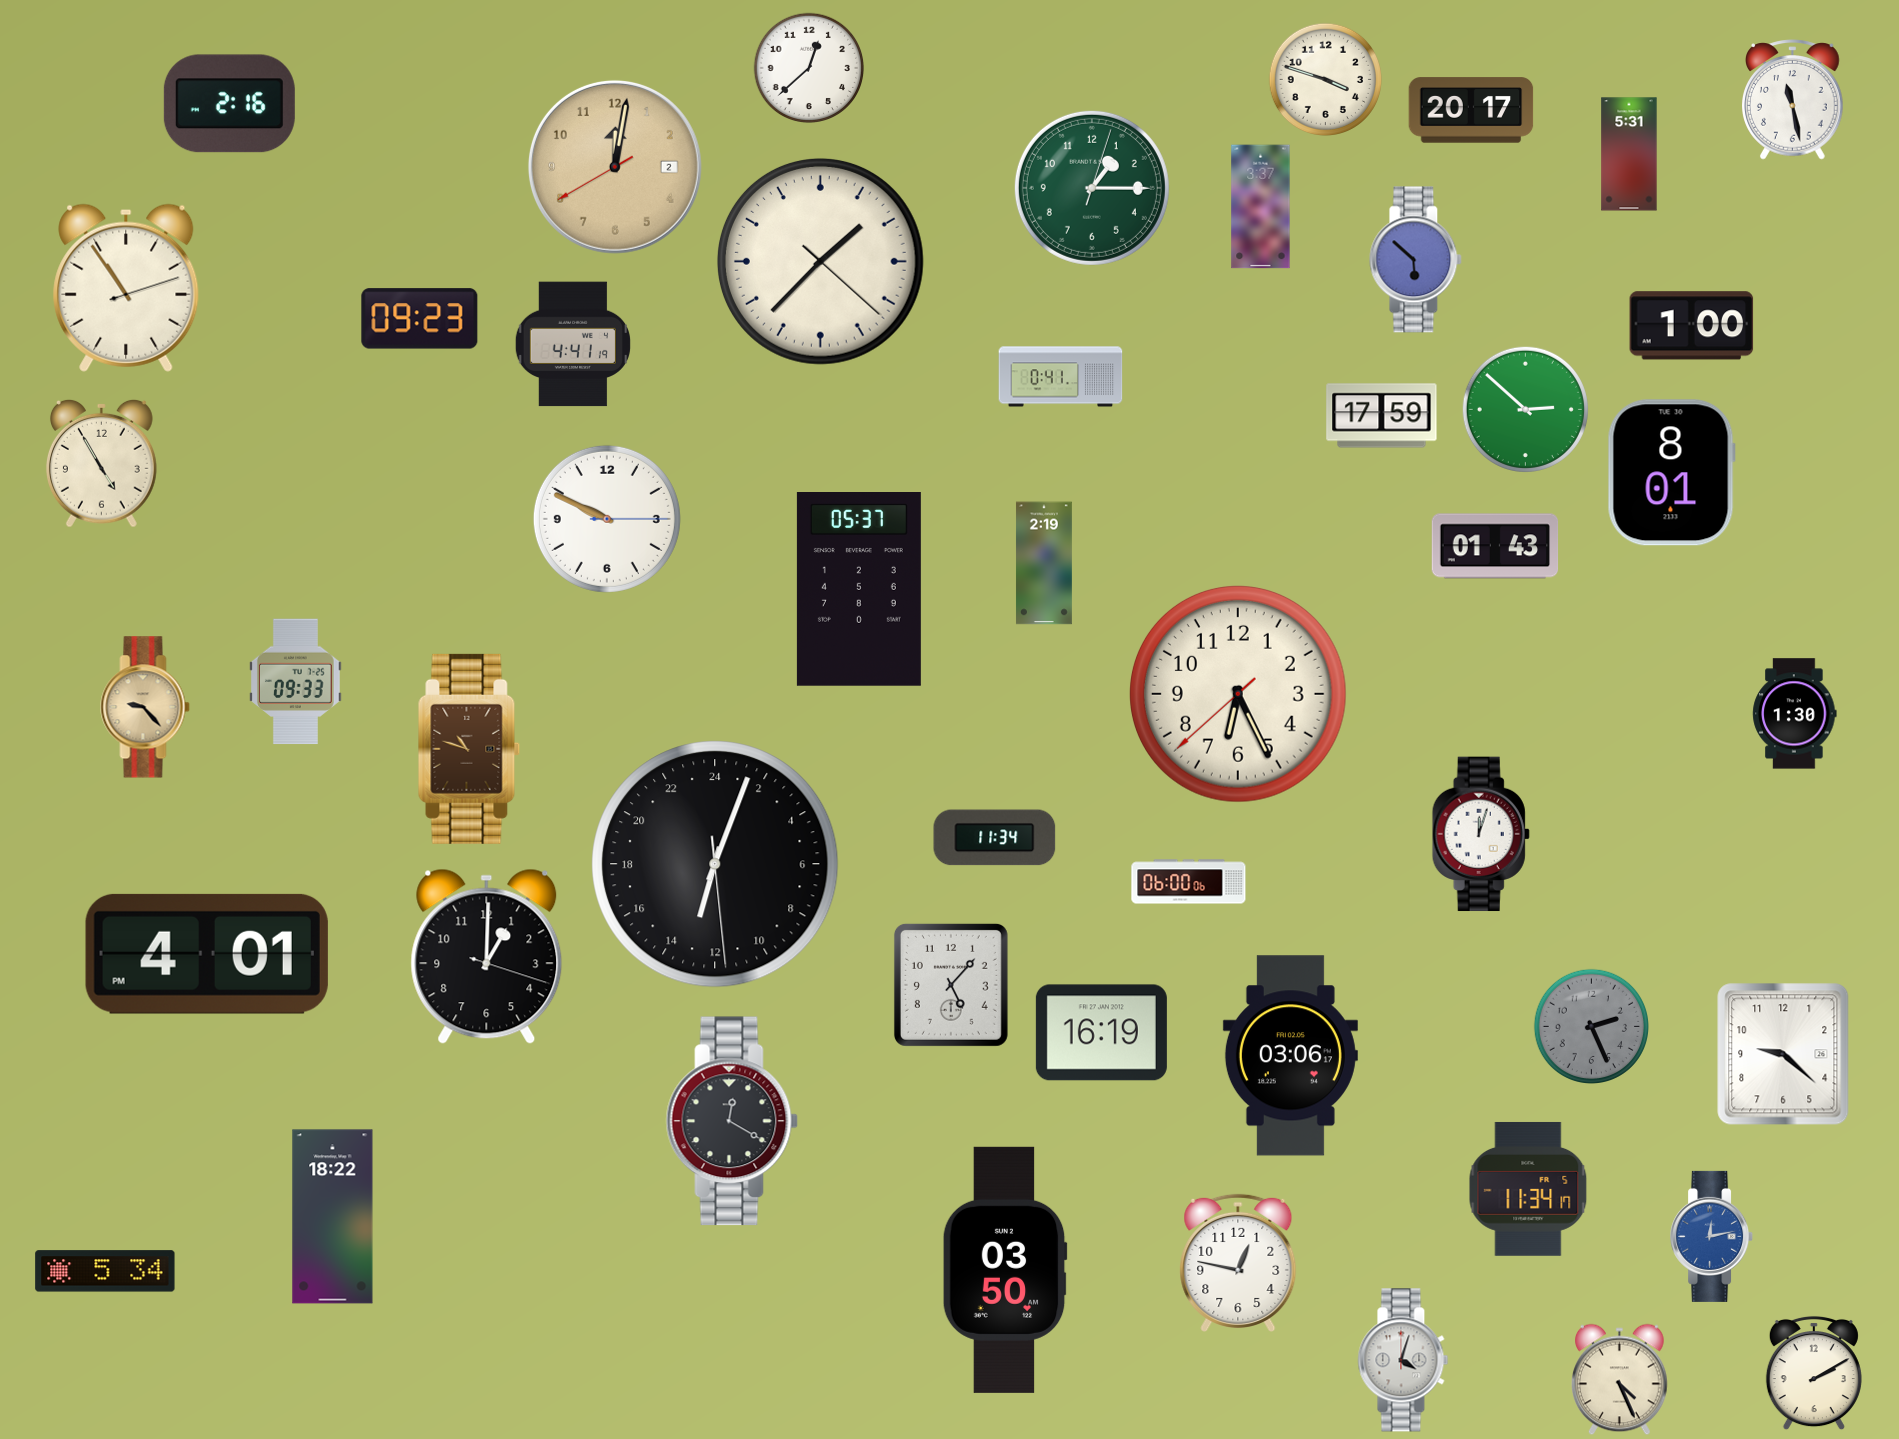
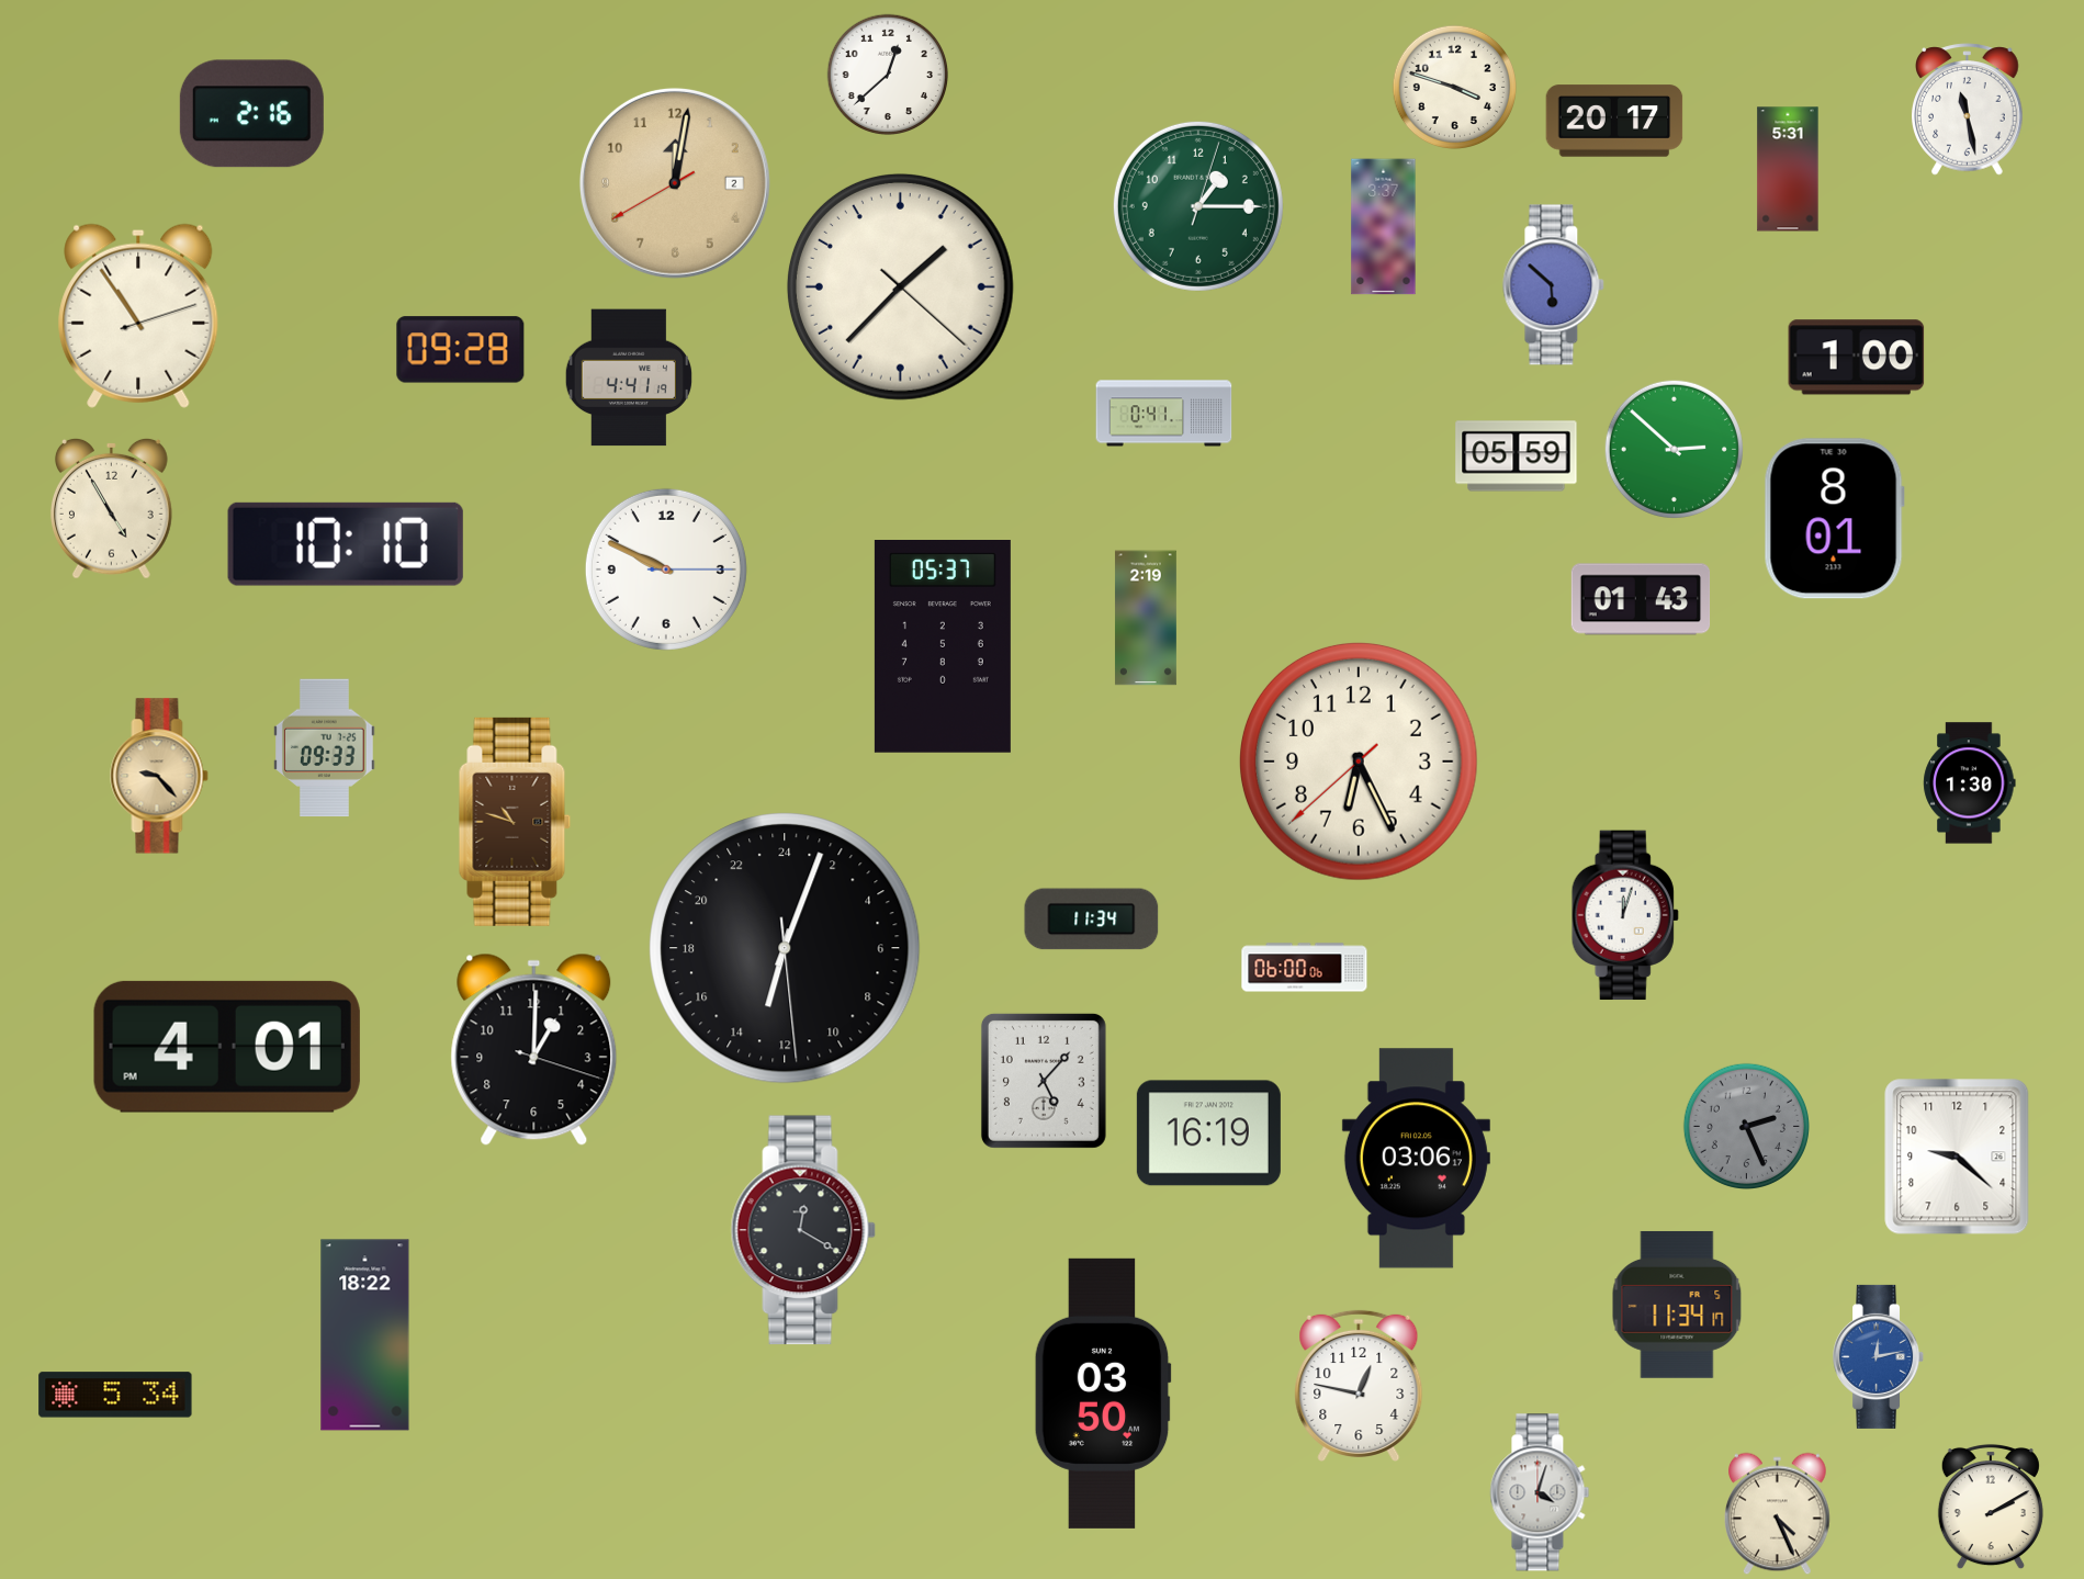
clock at (420, 319): 09:23 -> 09:28
clock at (1382, 416): 17:59 -> 05:59
clock at (346, 544): none -> 10:10
